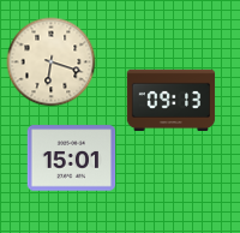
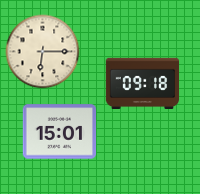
clock at (52, 62): 6:18 -> 6:15
clock at (172, 100): 09:13 -> 09:18
